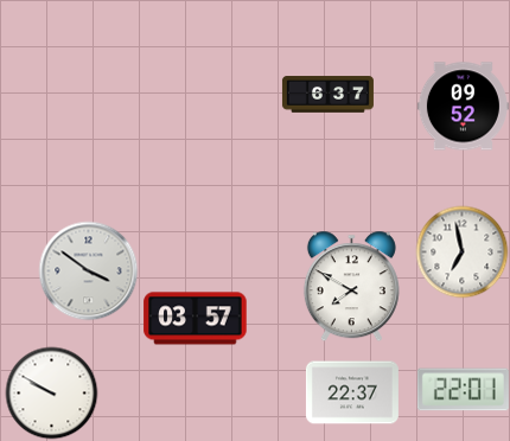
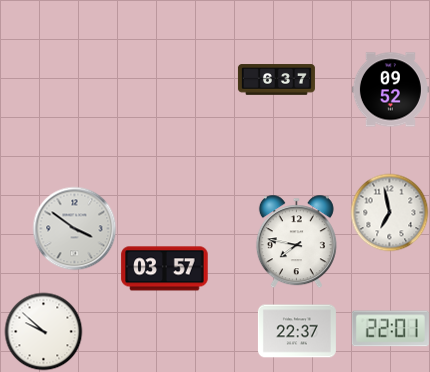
clock at (351, 286): 7:50 -> 7:47
clock at (51, 392): 9:50 -> 9:52
